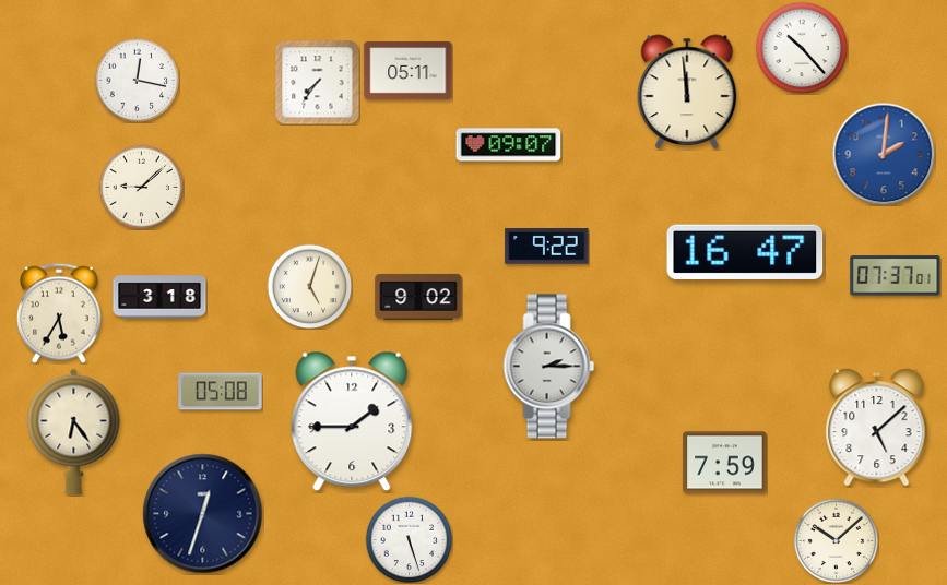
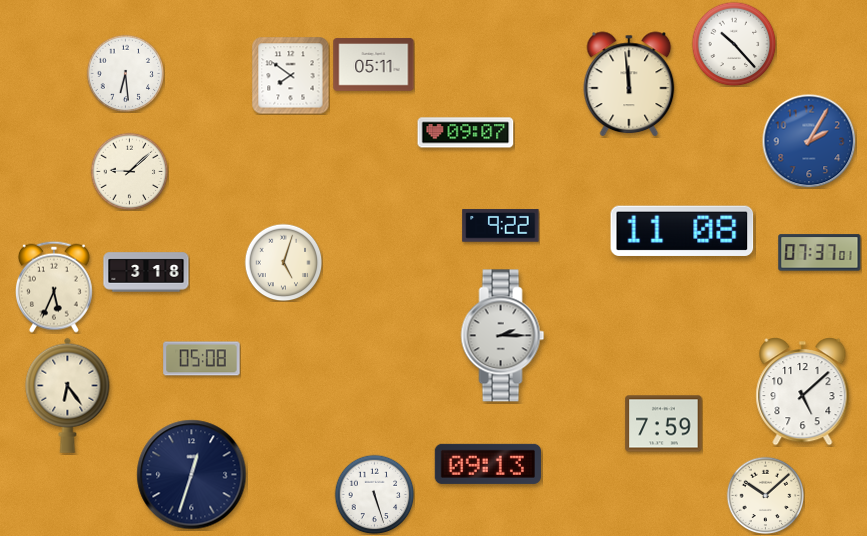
clock at (137, 80): 12:17 -> 6:29
clock at (317, 82): 7:36 -> 7:51
clock at (884, 154): 2:01 -> 2:05
clock at (745, 252): 16:47 -> 11:08
clock at (418, 297): 9:02 -> none
clock at (59, 313): 5:35 -> 5:34
clock at (352, 421): 1:45 -> none
clock at (488, 464): none -> 09:13
clock at (203, 514) position: (203, 514) -> (192, 475)
